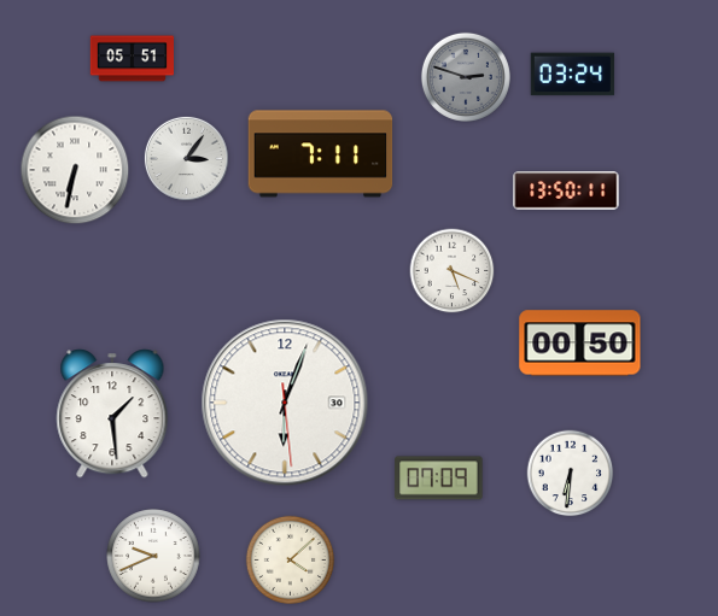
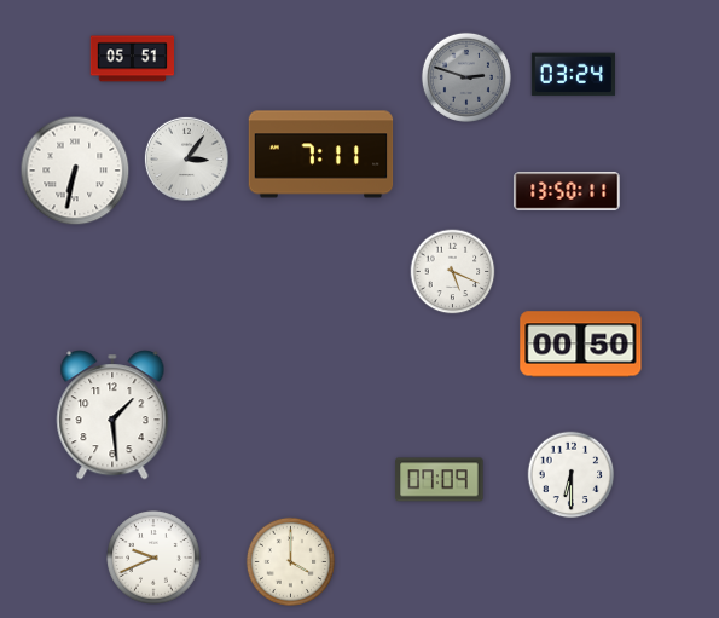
clock at (285, 403): 6:03 -> none
clock at (571, 474): 6:31 -> 6:30
clock at (290, 559): 4:08 -> 4:00
